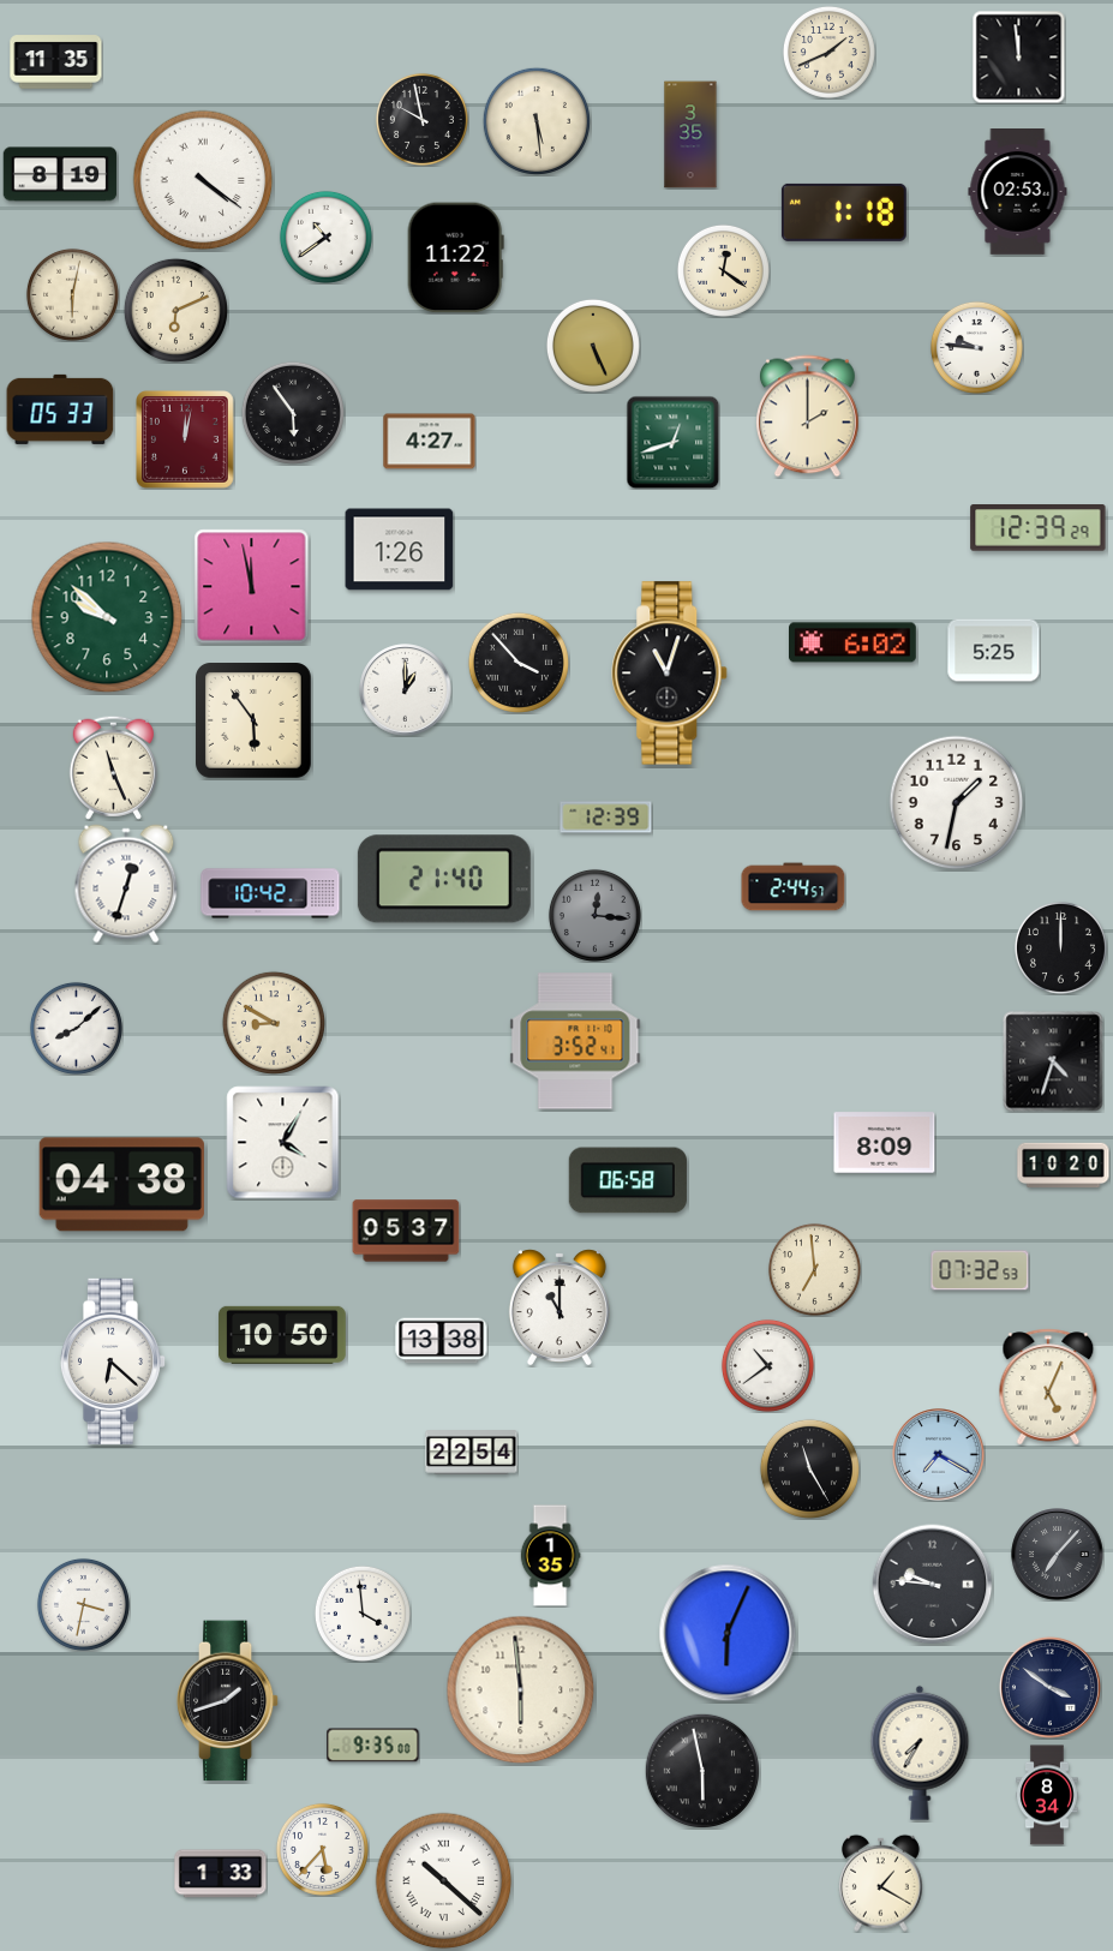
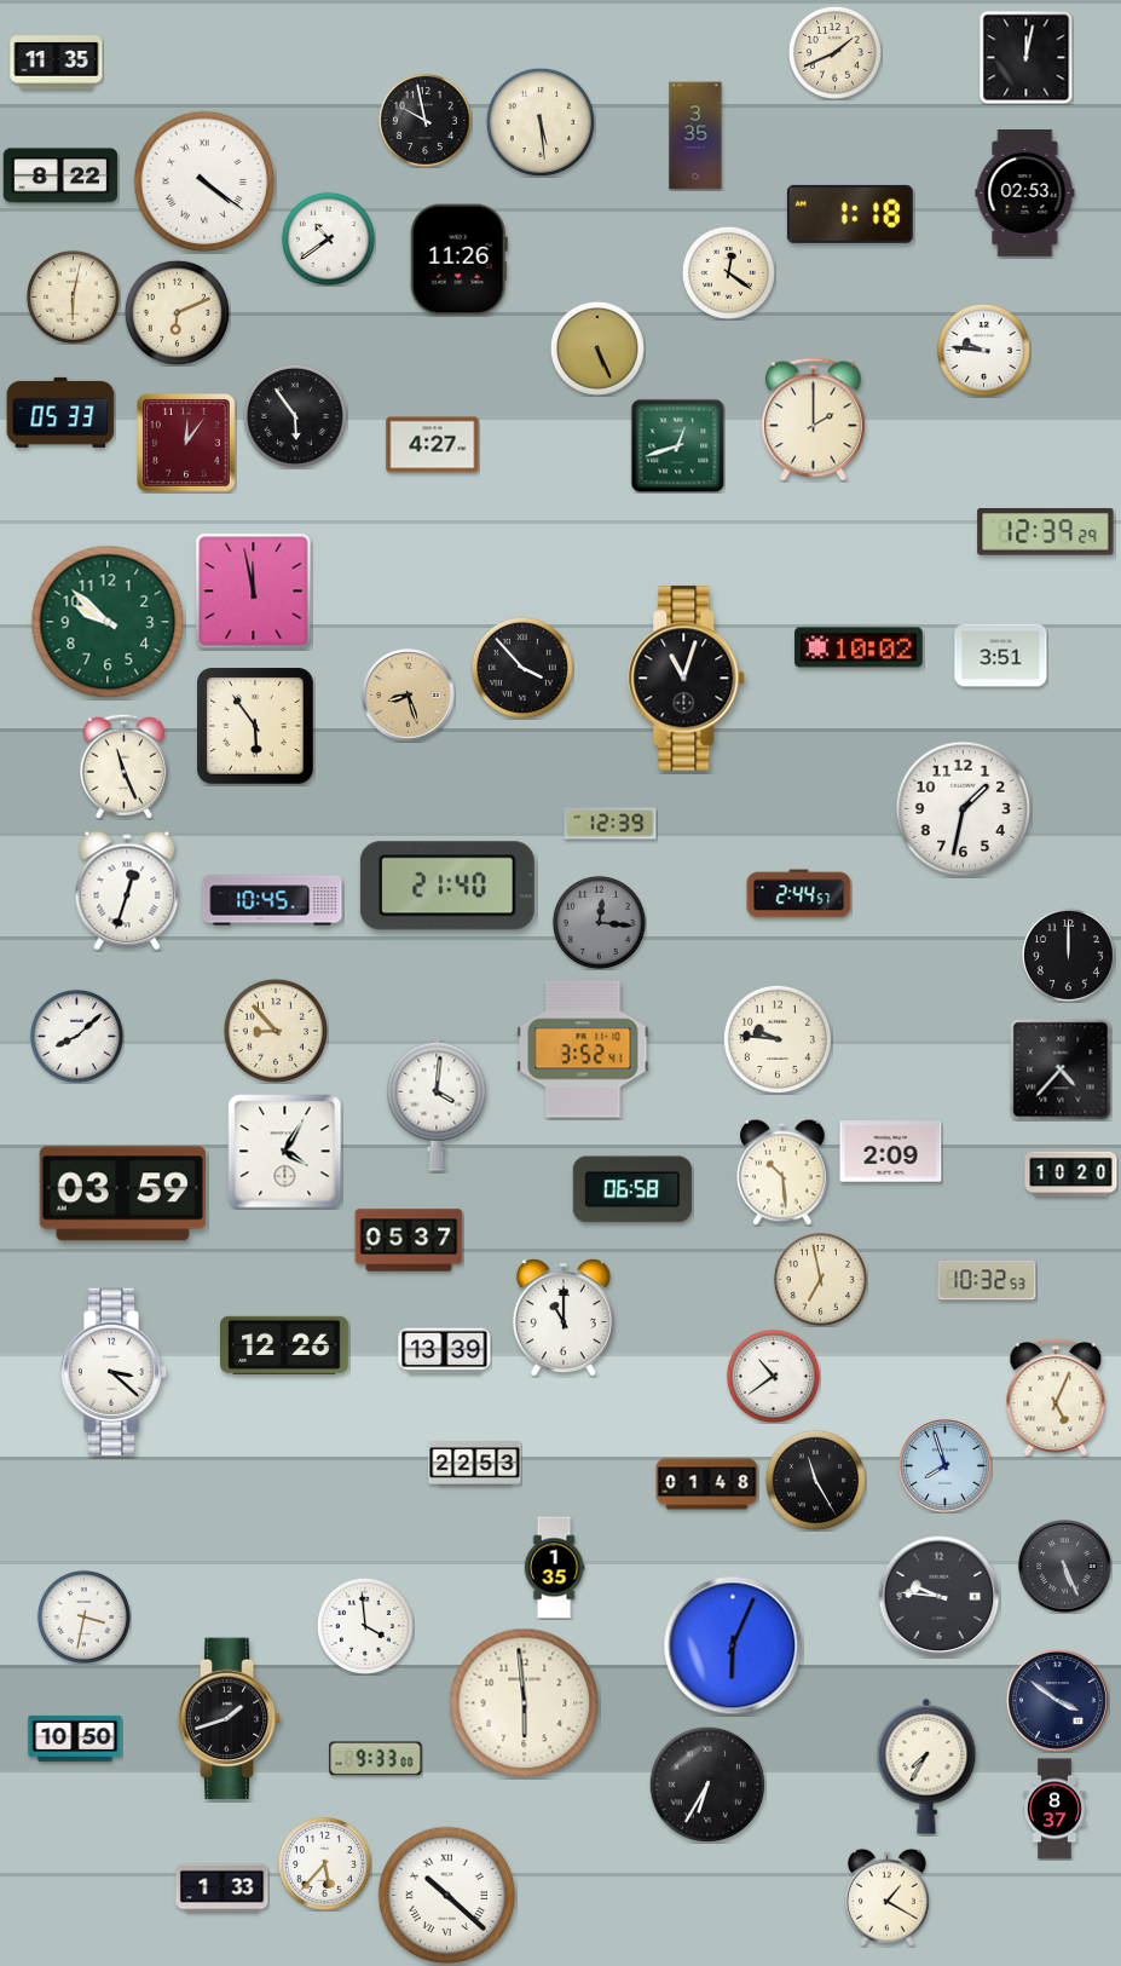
clock at (1018, 56): 11:59 -> 12:02
clock at (60, 174): 8:19 -> 8:22
clock at (455, 258): 11:22 -> 11:26
clock at (186, 441): 12:02 -> 12:06
clock at (400, 550): 1:26 -> none
clock at (854, 642): 6:02 -> 10:02
clock at (994, 651): 5:25 -> 3:51
clock at (670, 674) position: (670, 674) -> (687, 679)
clock at (406, 690): 1:00 -> 8:27
clock at (406, 690) dial: white -> champagne
clock at (113, 767) position: (113, 767) -> (123, 766)
clock at (270, 893): 10:42 -> 10:45
clock at (274, 1023): 8:50 -> 8:53
clock at (778, 1039): none -> 9:46
clock at (575, 1041) position: (575, 1041) -> (583, 1049)
clock at (1053, 1061): 4:33 -> 4:37
clock at (437, 1103): none -> 4:01
clock at (885, 1143): 8:09 -> 2:09
clock at (782, 1172): none -> 10:29
clock at (121, 1185): 04:38 -> 03:59
clock at (814, 1269): 6:59 -> 6:58
clock at (980, 1270): 07:32 -> 10:32
clock at (283, 1335): 10:50 -> 12:26
clock at (442, 1341): 13:38 -> 13:39
clock at (113, 1361): 6:22 -> 3:22
clock at (472, 1453): 22:54 -> 22:53
clock at (939, 1455): 7:20 -> 7:57
clock at (707, 1484): none -> 01:48
clock at (1058, 1555): 7:07 -> 5:26
clock at (228, 1701) position: (228, 1701) -> (230, 1719)
clock at (75, 1739): none -> 10:50
clock at (373, 1746): 9:35 -> 9:33
clock at (701, 1770): 5:58 -> 6:35
clock at (1048, 1795): 8:34 -> 8:37
